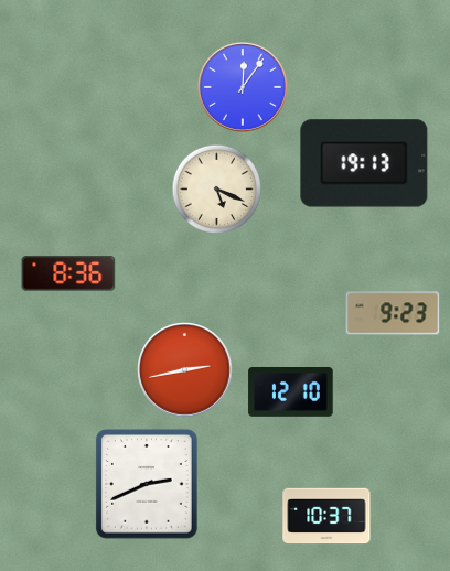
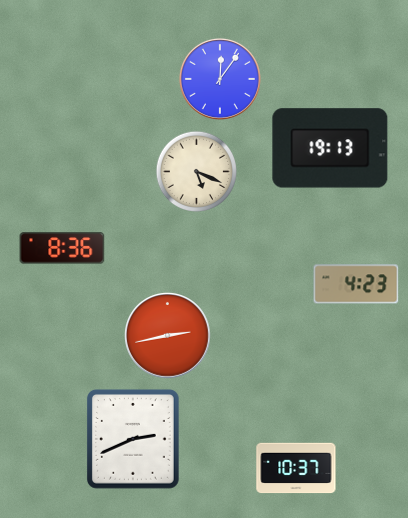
clock at (393, 313): 9:23 -> 4:23
clock at (291, 392): 12:10 -> none
